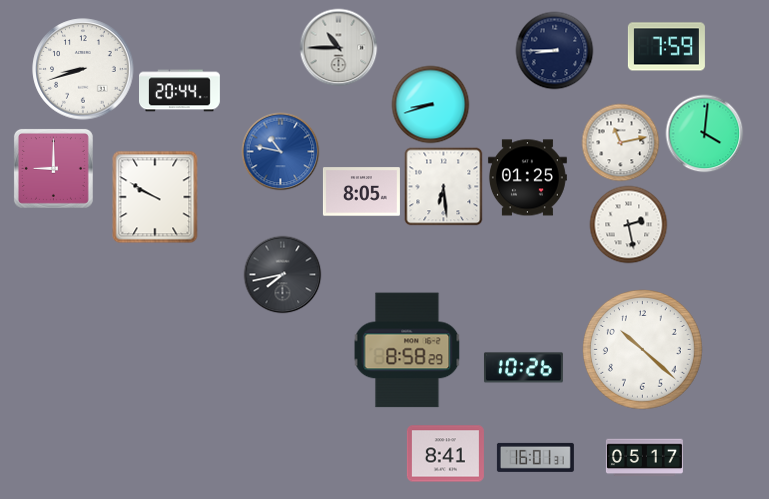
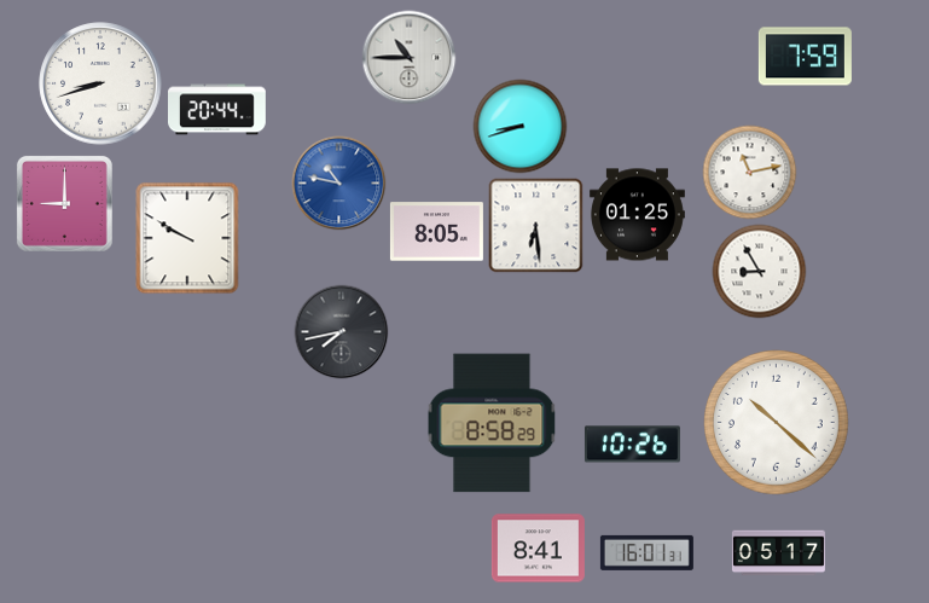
clock at (554, 50): 8:45 -> none
clock at (704, 133): 4:01 -> none
clock at (628, 224): 2:28 -> 8:55
